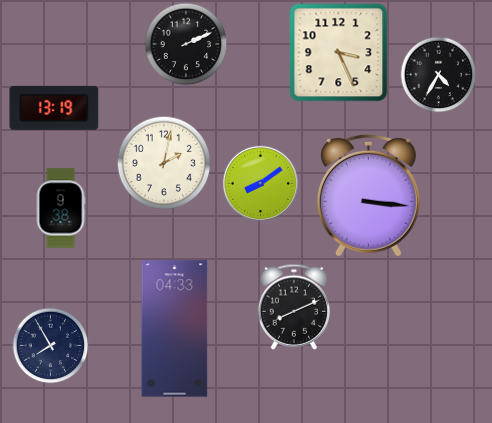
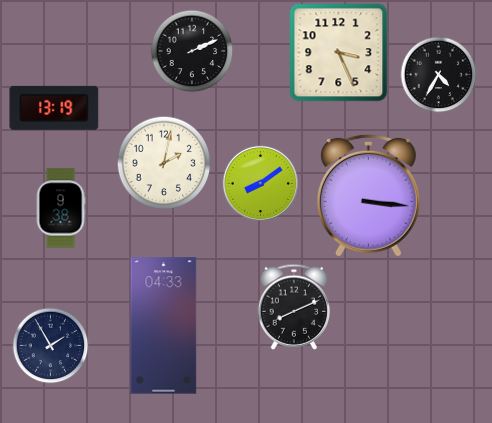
clock at (186, 44) position: (186, 44) -> (192, 51)
clock at (175, 329) position: (175, 329) -> (164, 326)
clock at (51, 346): 7:55 -> 1:55
